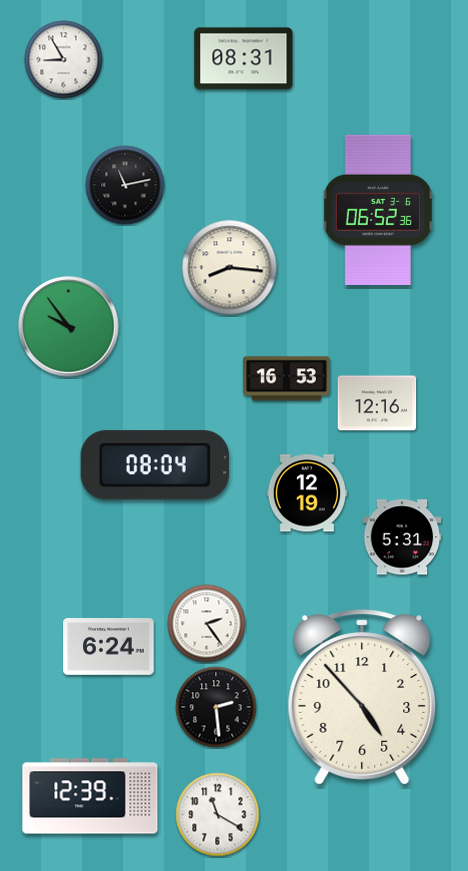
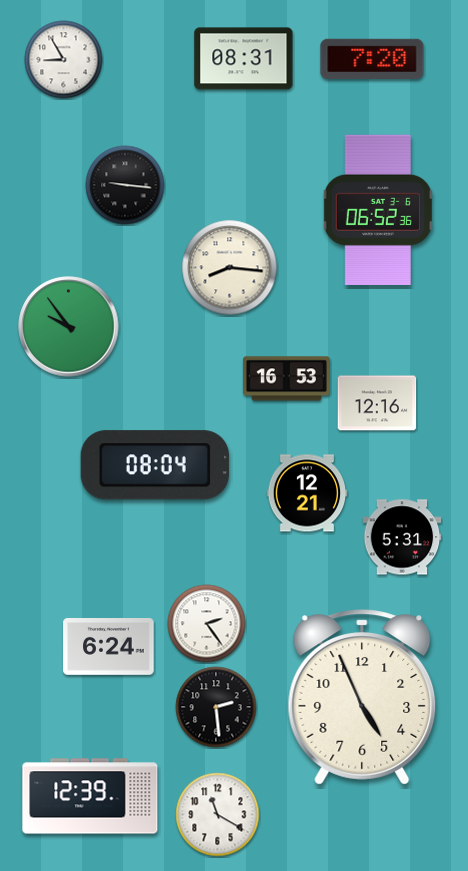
clock at (372, 58): none -> 7:20
clock at (125, 185): 11:13 -> 9:16
clock at (307, 493): 12:19 -> 12:21
clock at (362, 697): 4:53 -> 4:56
